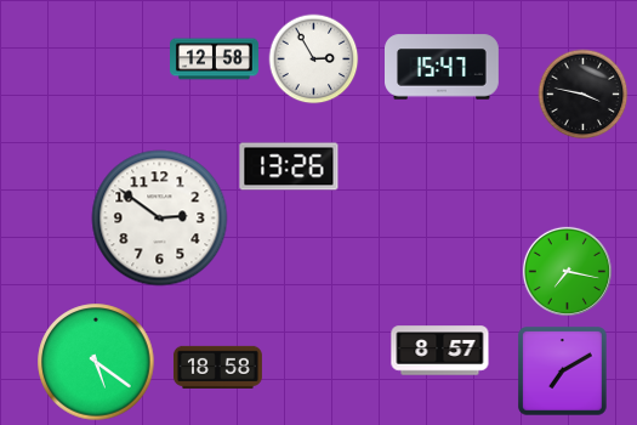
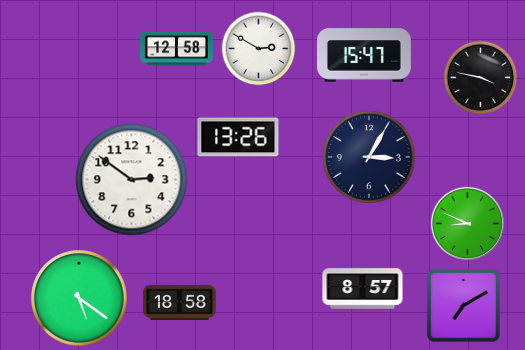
clock at (314, 59): 2:55 -> 2:50
clock at (369, 157): none -> 3:05
clock at (567, 271): 7:17 -> 8:49
